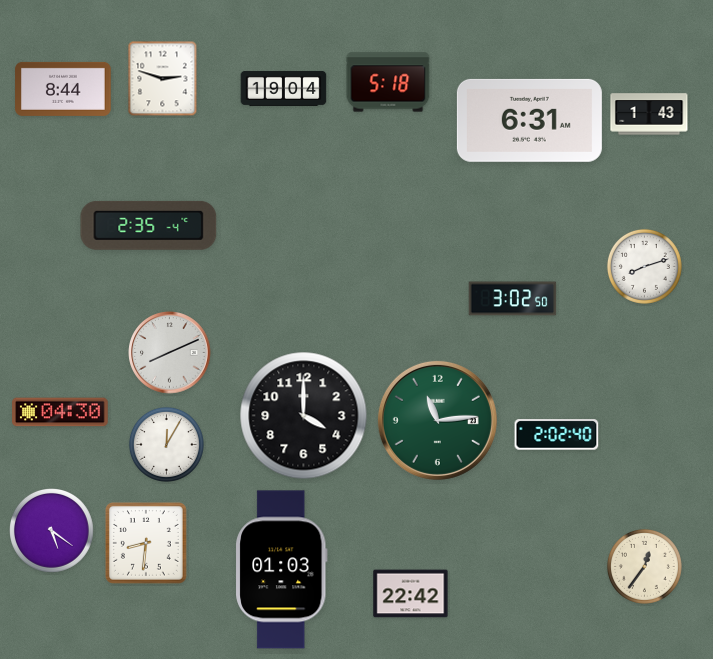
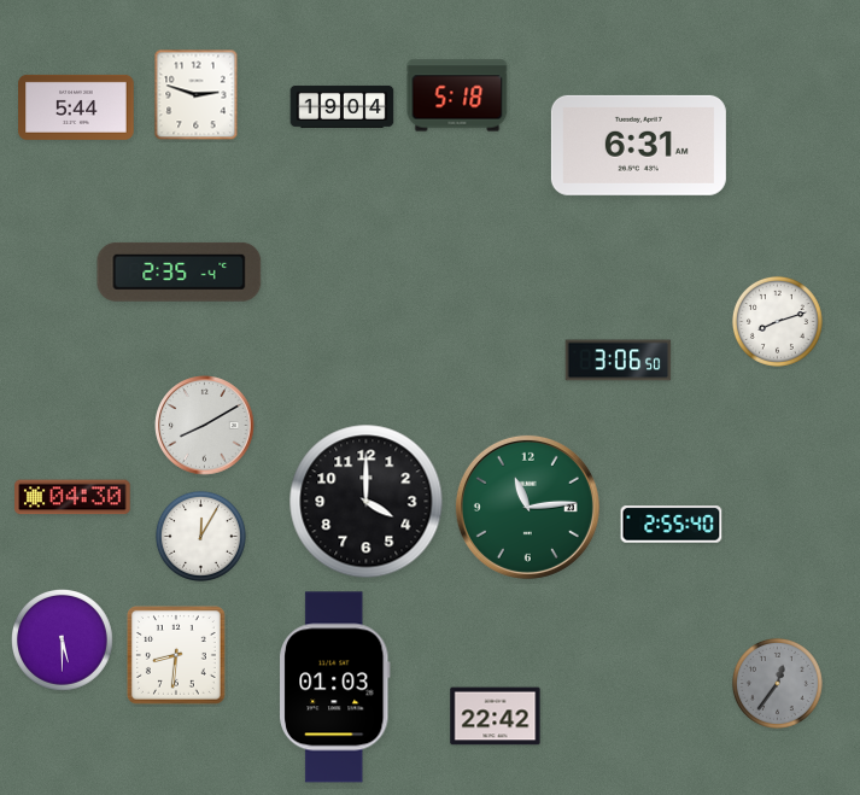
clock at (388, 82) position: (388, 82) -> (457, 95)
clock at (63, 89): 8:44 -> 5:44
clock at (649, 114): 1:43 -> none
clock at (513, 299): 3:02 -> 3:06
clock at (170, 353): 8:11 -> 8:10
clock at (557, 435): 2:02 -> 2:55
clock at (52, 531): 5:21 -> 5:30
clock at (644, 566) dial: cream -> grey
clock at (282, 570) position: (282, 570) -> (335, 688)
